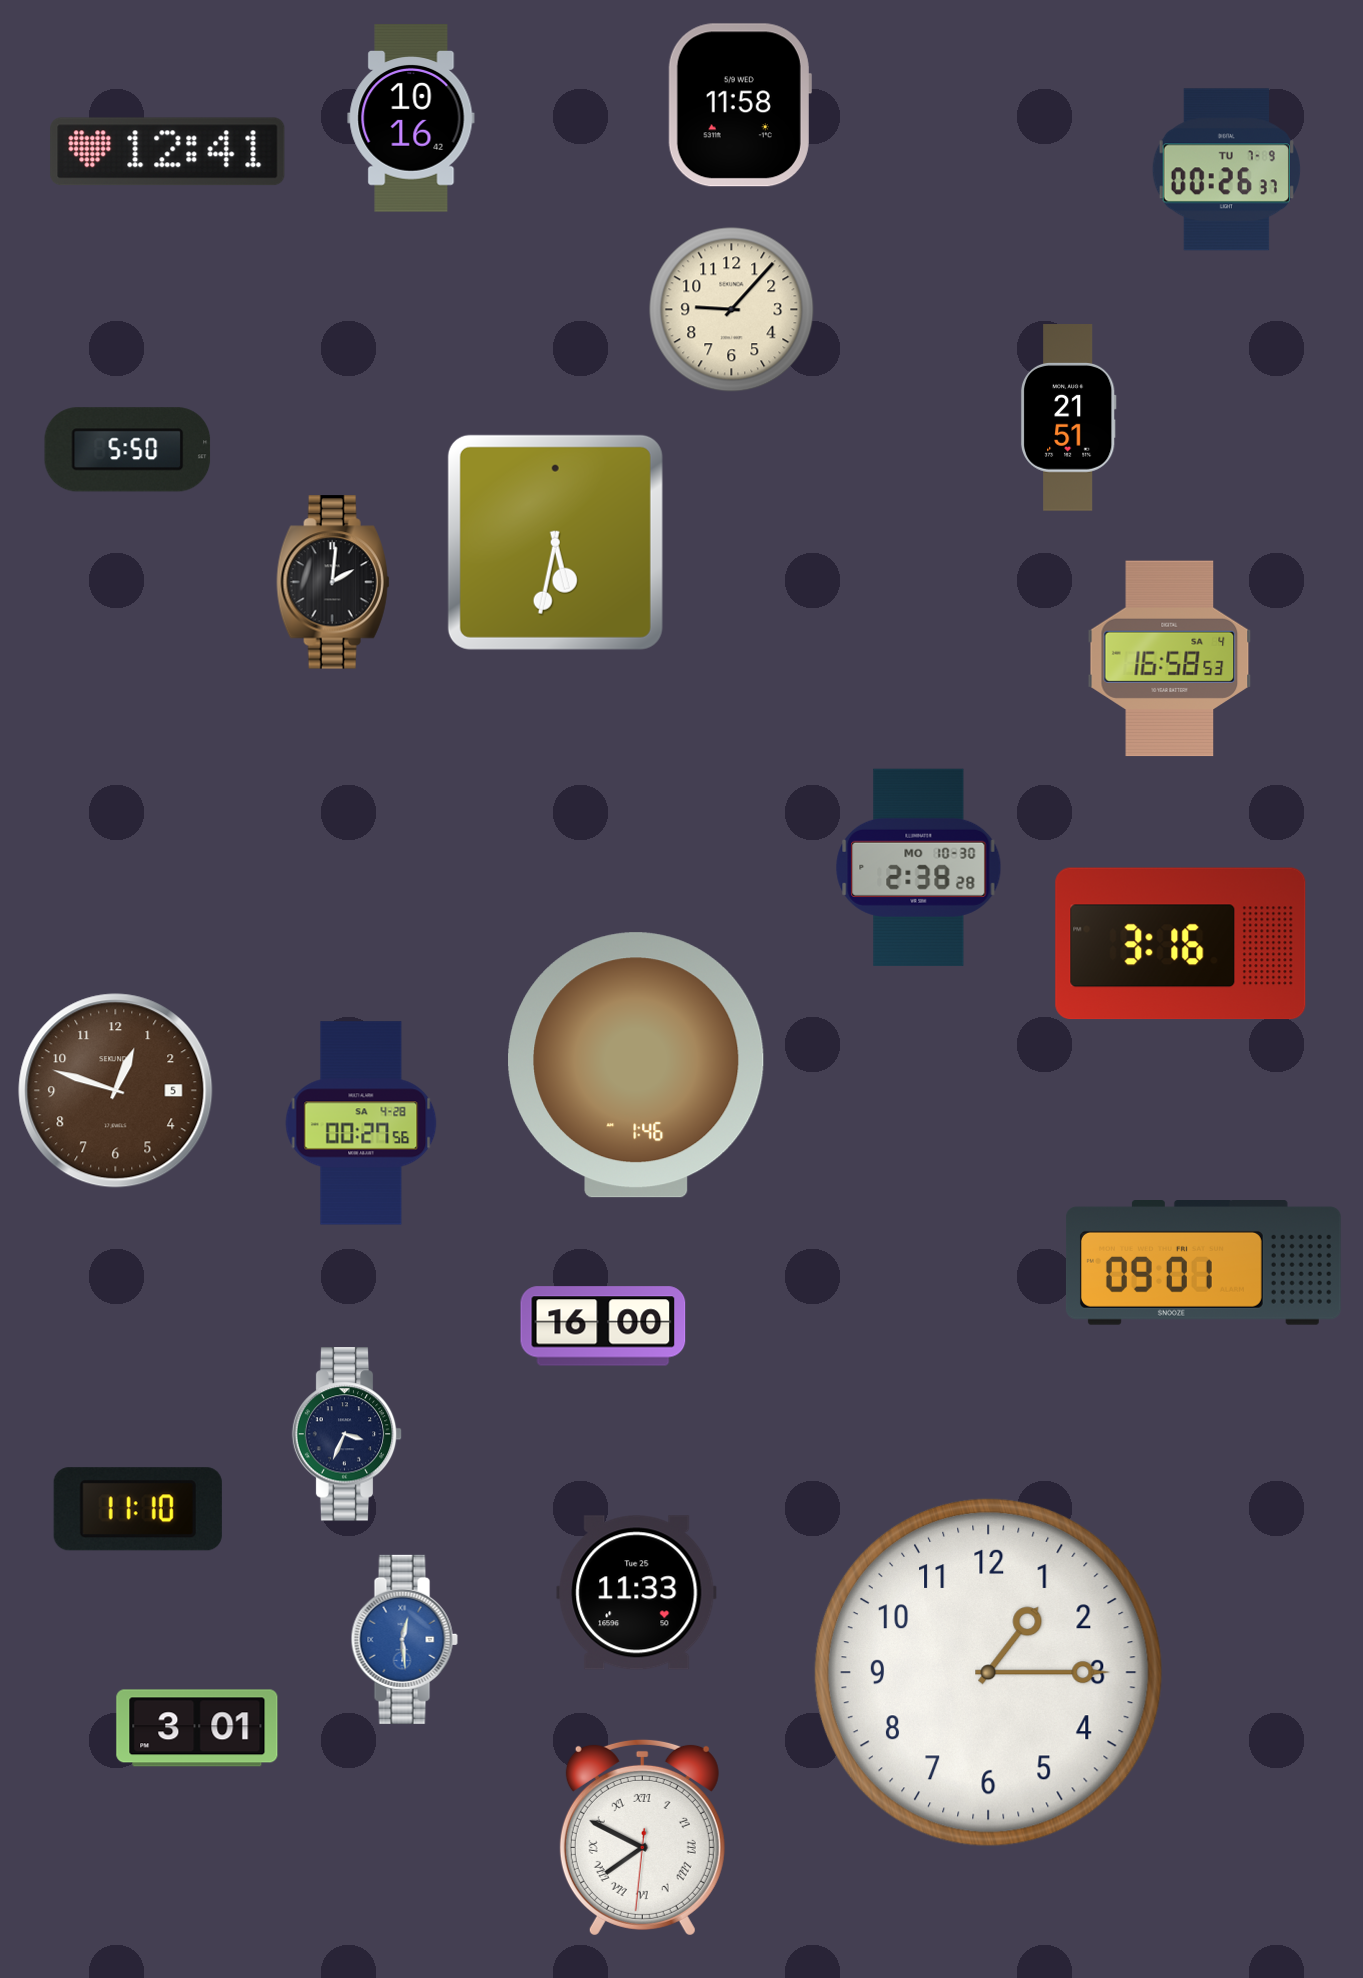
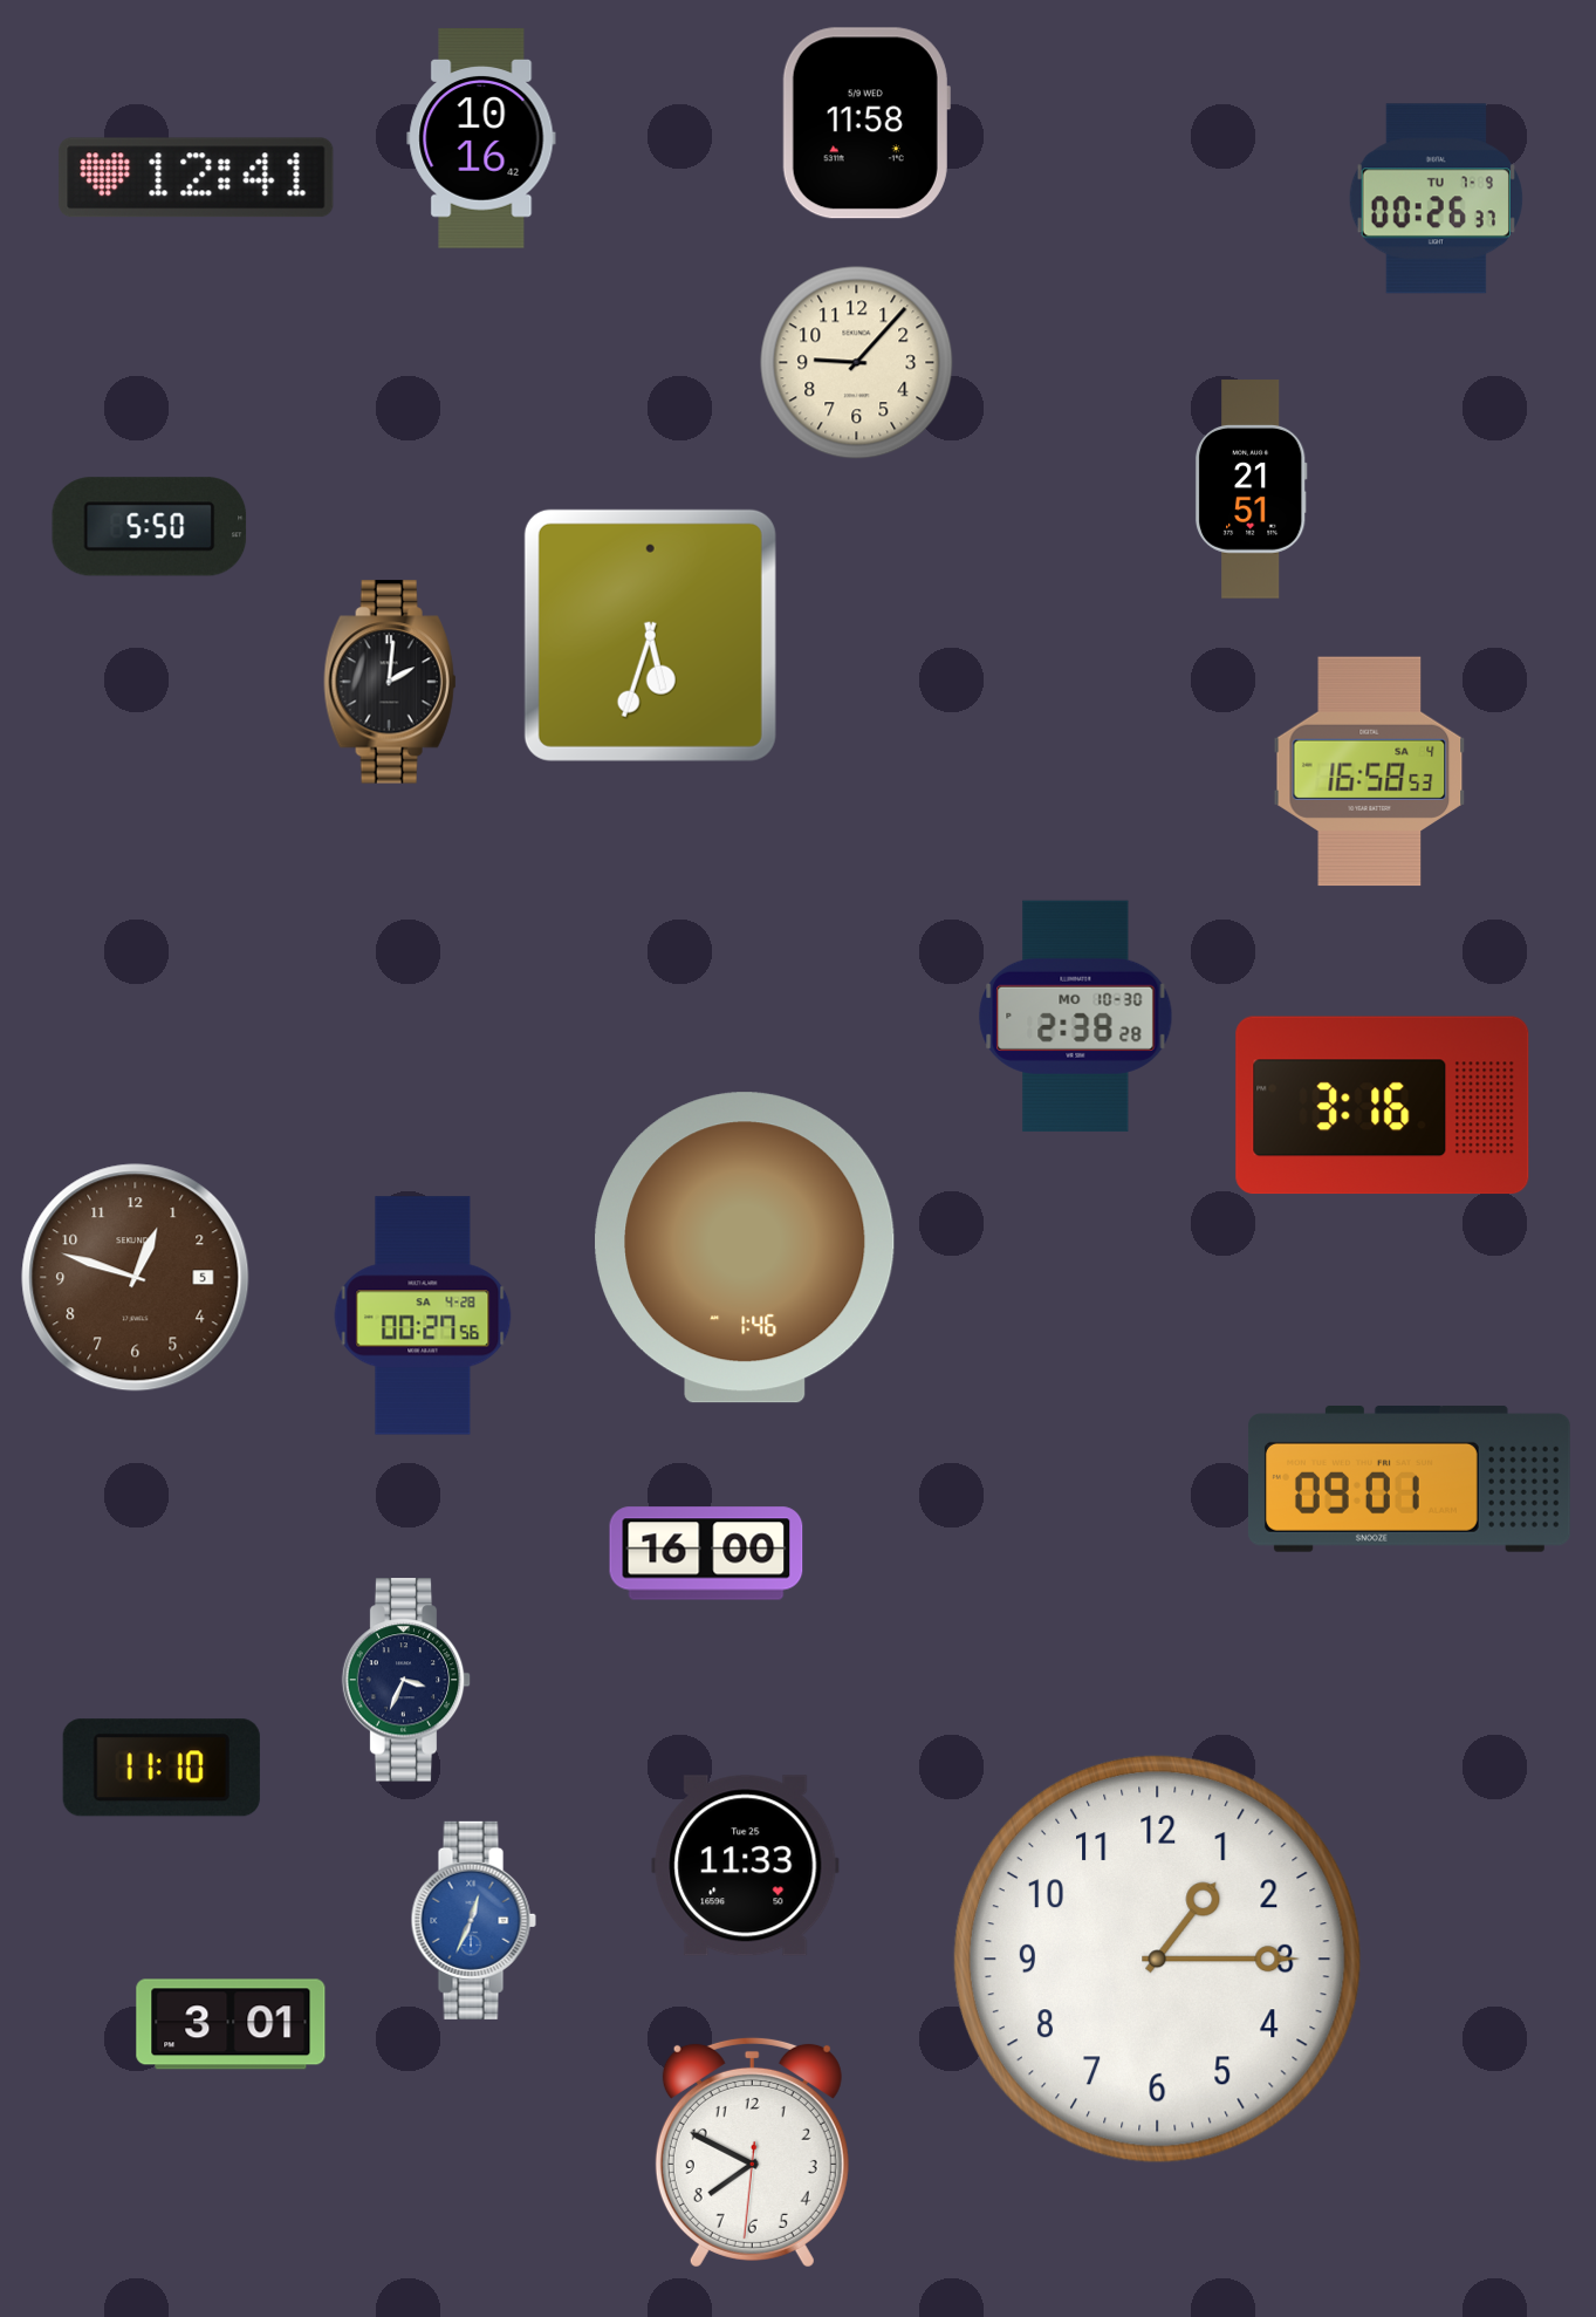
clock at (555, 542): 5:32 -> 5:33
clock at (404, 1639): 12:29 -> 12:34
clock at (642, 1837) numerals: Roman -> Arabic
